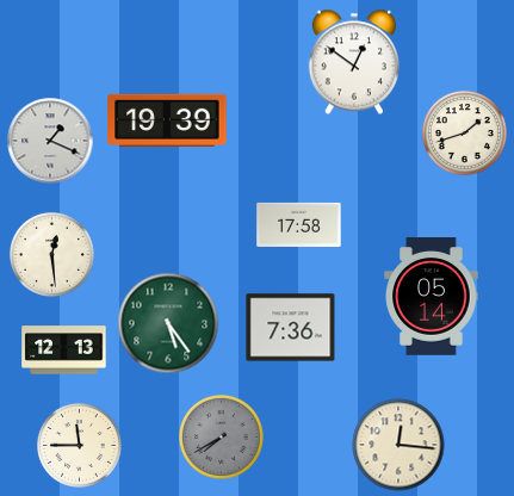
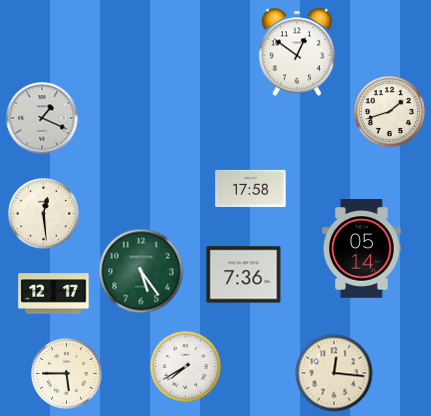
clock at (167, 120): 19:39 -> none
clock at (64, 351): 12:13 -> 12:17
clock at (221, 436) dial: grey -> white
clock at (79, 445): 11:45 -> 5:45
